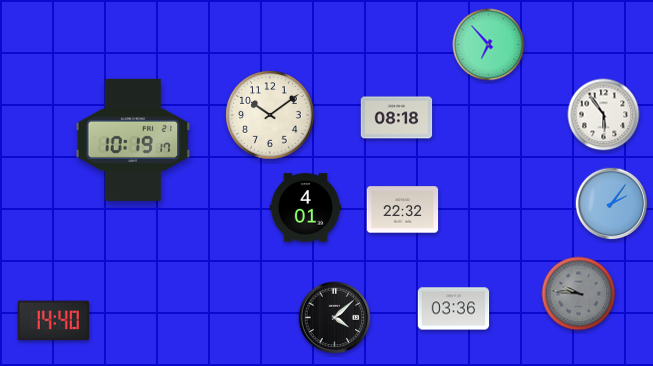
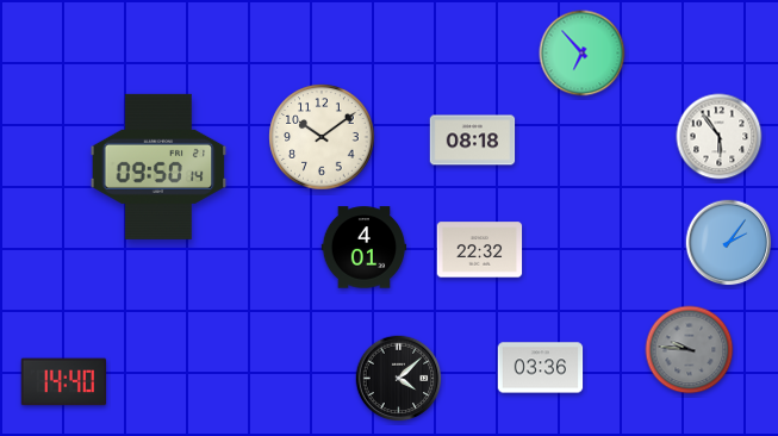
clock at (133, 140): 10:19 -> 09:50
